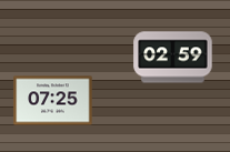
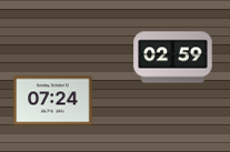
clock at (53, 101): 07:25 -> 07:24
